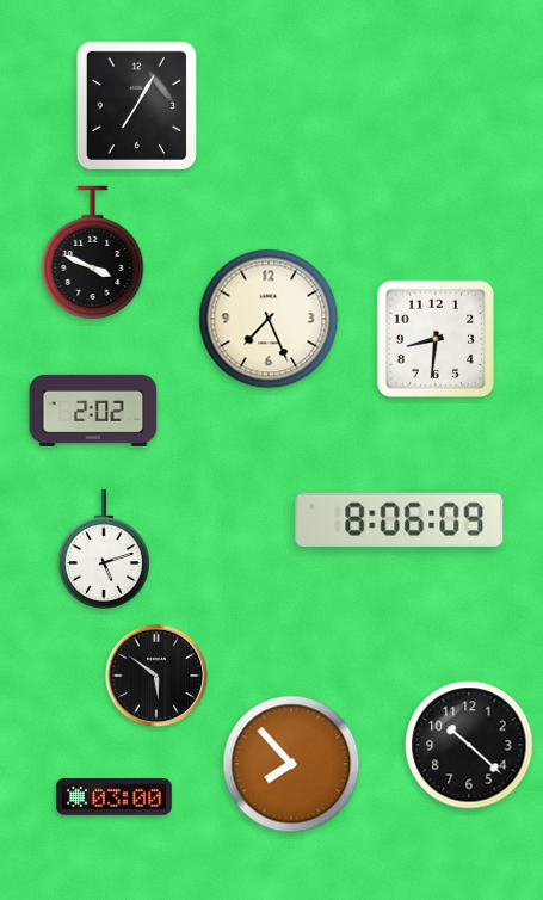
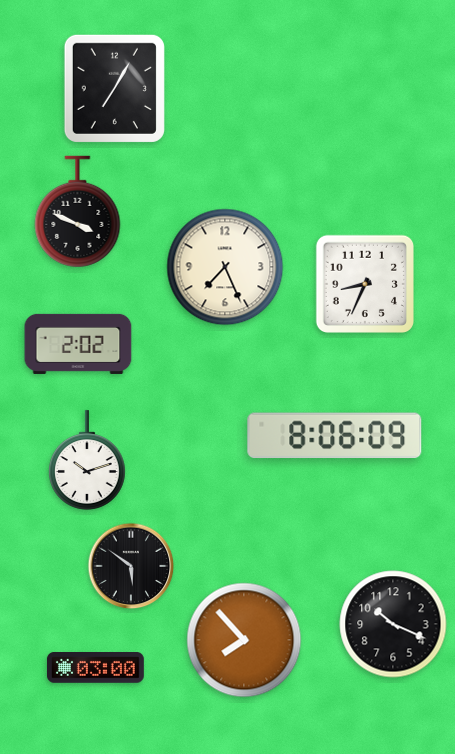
clock at (434, 338): 8:31 -> 8:34
clock at (105, 549): 5:12 -> 10:12
clock at (469, 745): 10:22 -> 10:19
